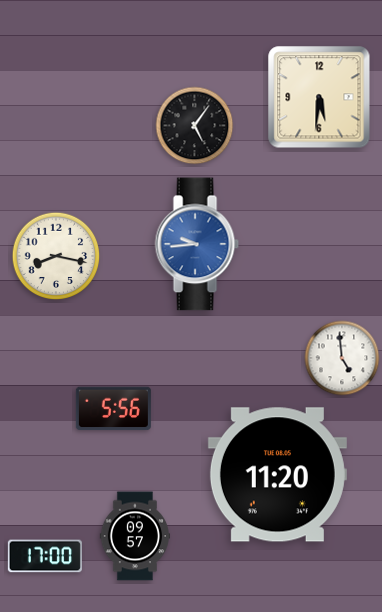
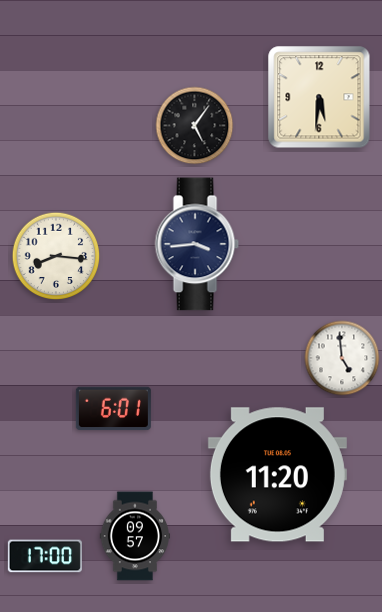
clock at (197, 244): 9:44 -> 3:44
clock at (197, 244) dial: blue -> navy
clock at (56, 256): 8:17 -> 8:16
clock at (113, 409): 5:56 -> 6:01
